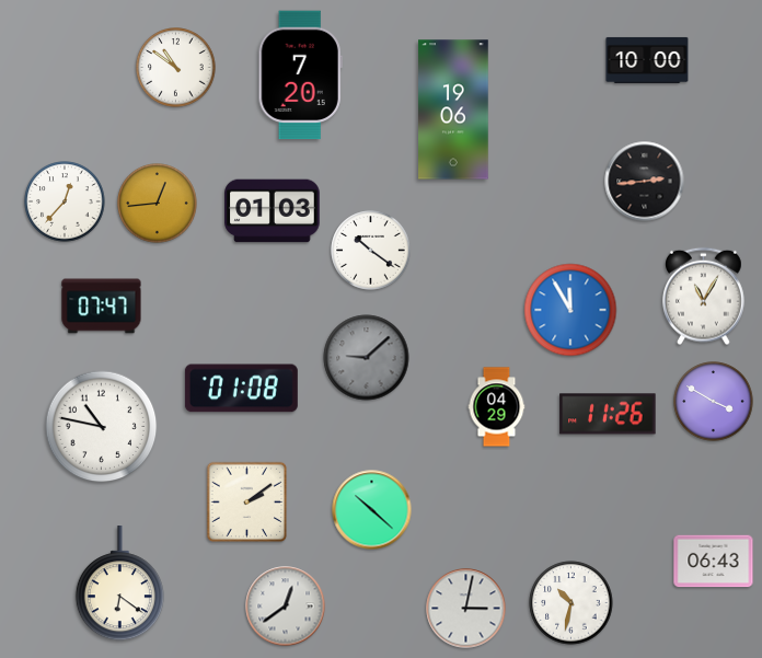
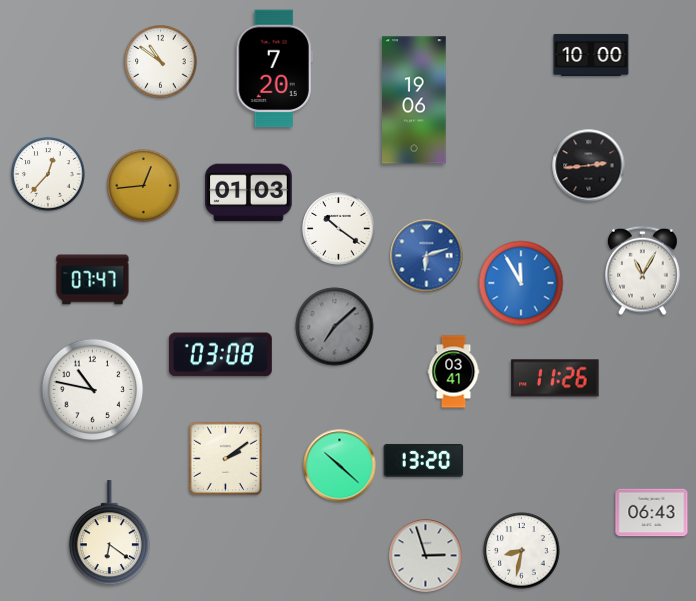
clock at (65, 201) position: (65, 201) -> (48, 174)
clock at (427, 256): none -> 6:12
clock at (367, 358): 9:08 -> 7:08
clock at (241, 389): 01:08 -> 03:08
clock at (714, 402): 3:50 -> none
clock at (497, 407): 04:29 -> 03:41
clock at (424, 460): none -> 13:20
clock at (571, 603): 10:32 -> 8:32
clock at (286, 607): 12:39 -> none
clock at (466, 609): 3:02 -> 2:57
